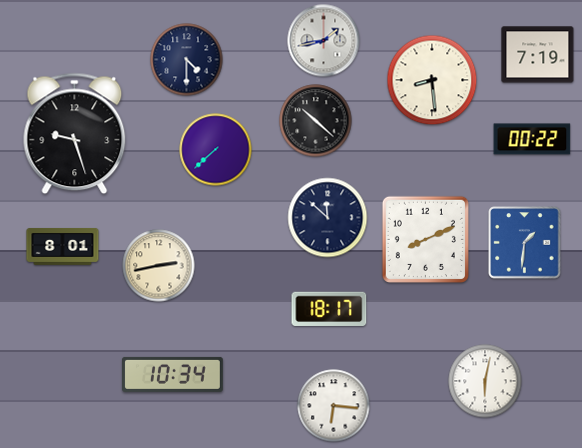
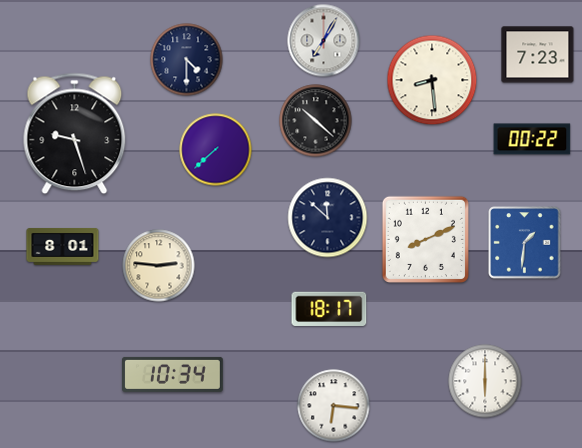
clock at (324, 41): 1:43 -> 7:05
clock at (538, 55): 7:19 -> 7:23
clock at (159, 266): 2:43 -> 2:46
clock at (485, 381): 6:02 -> 6:00
